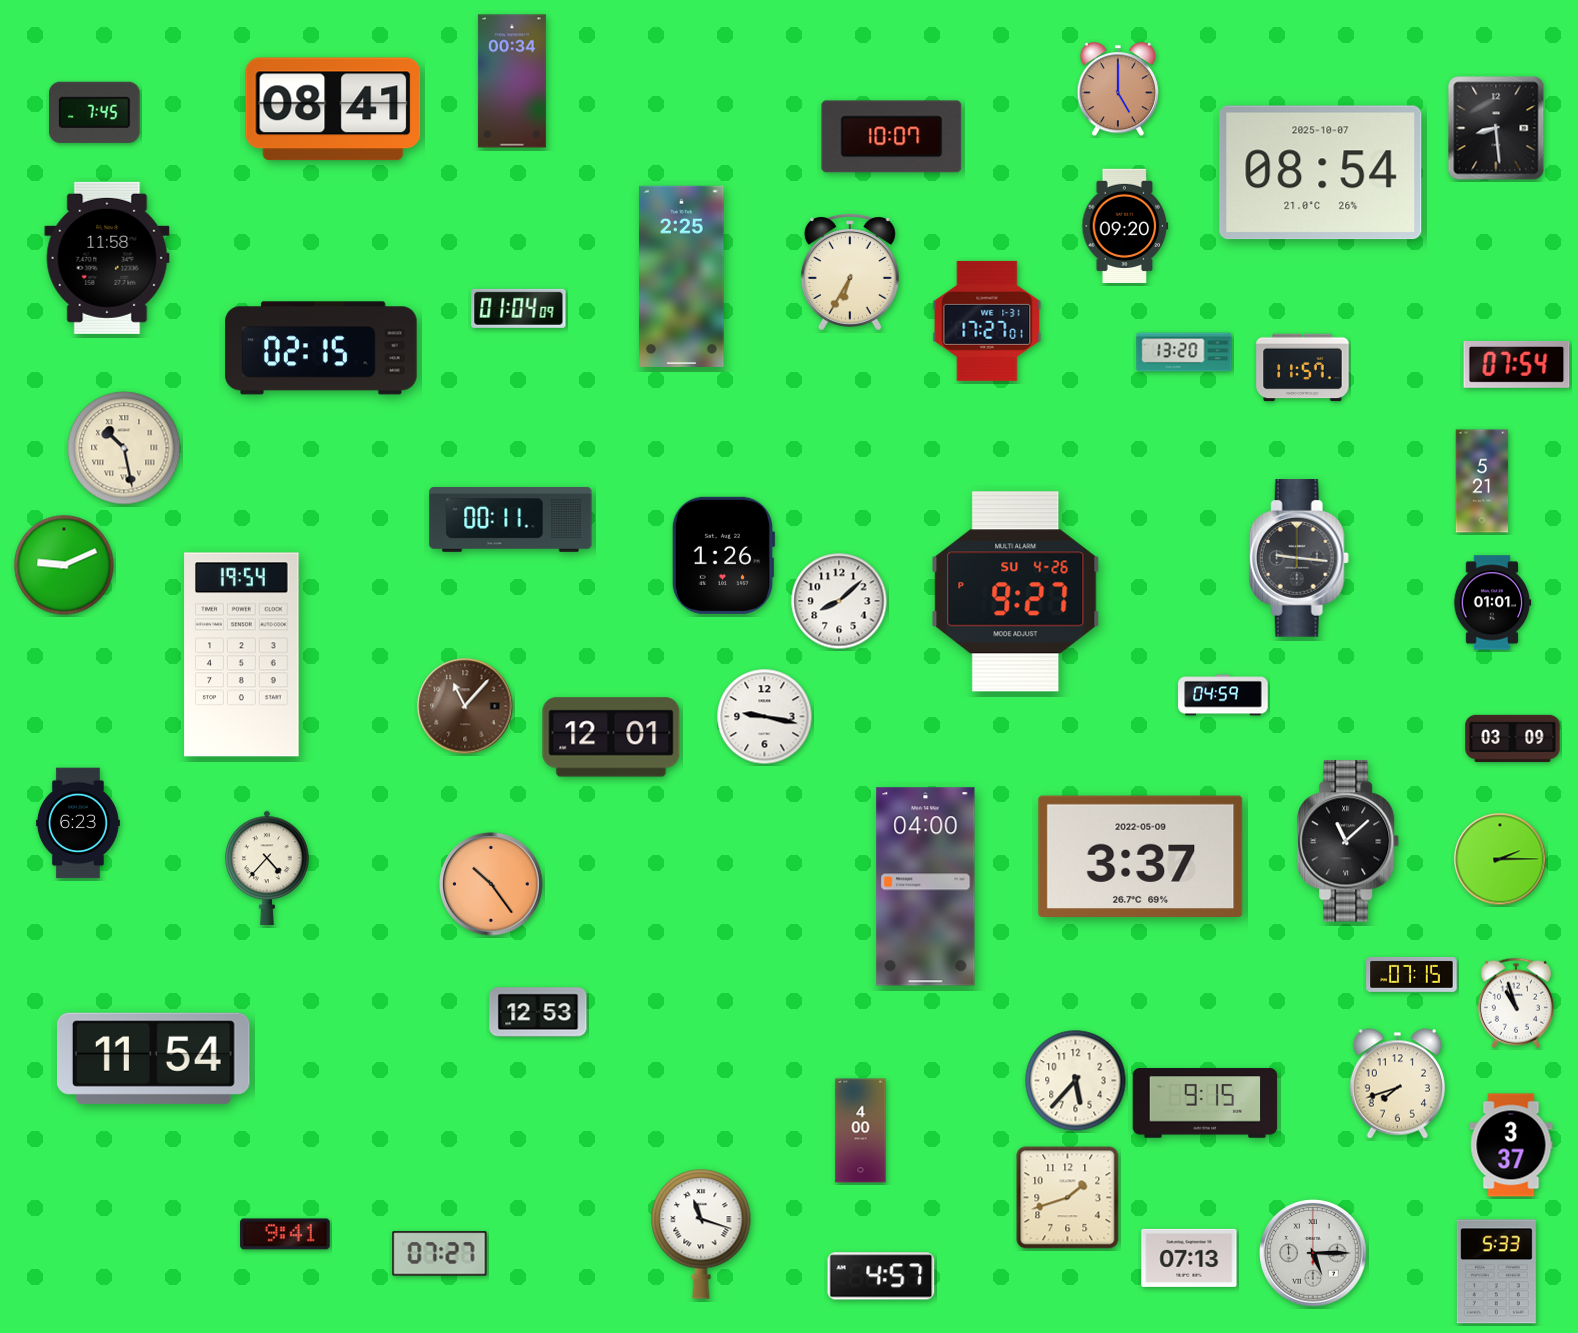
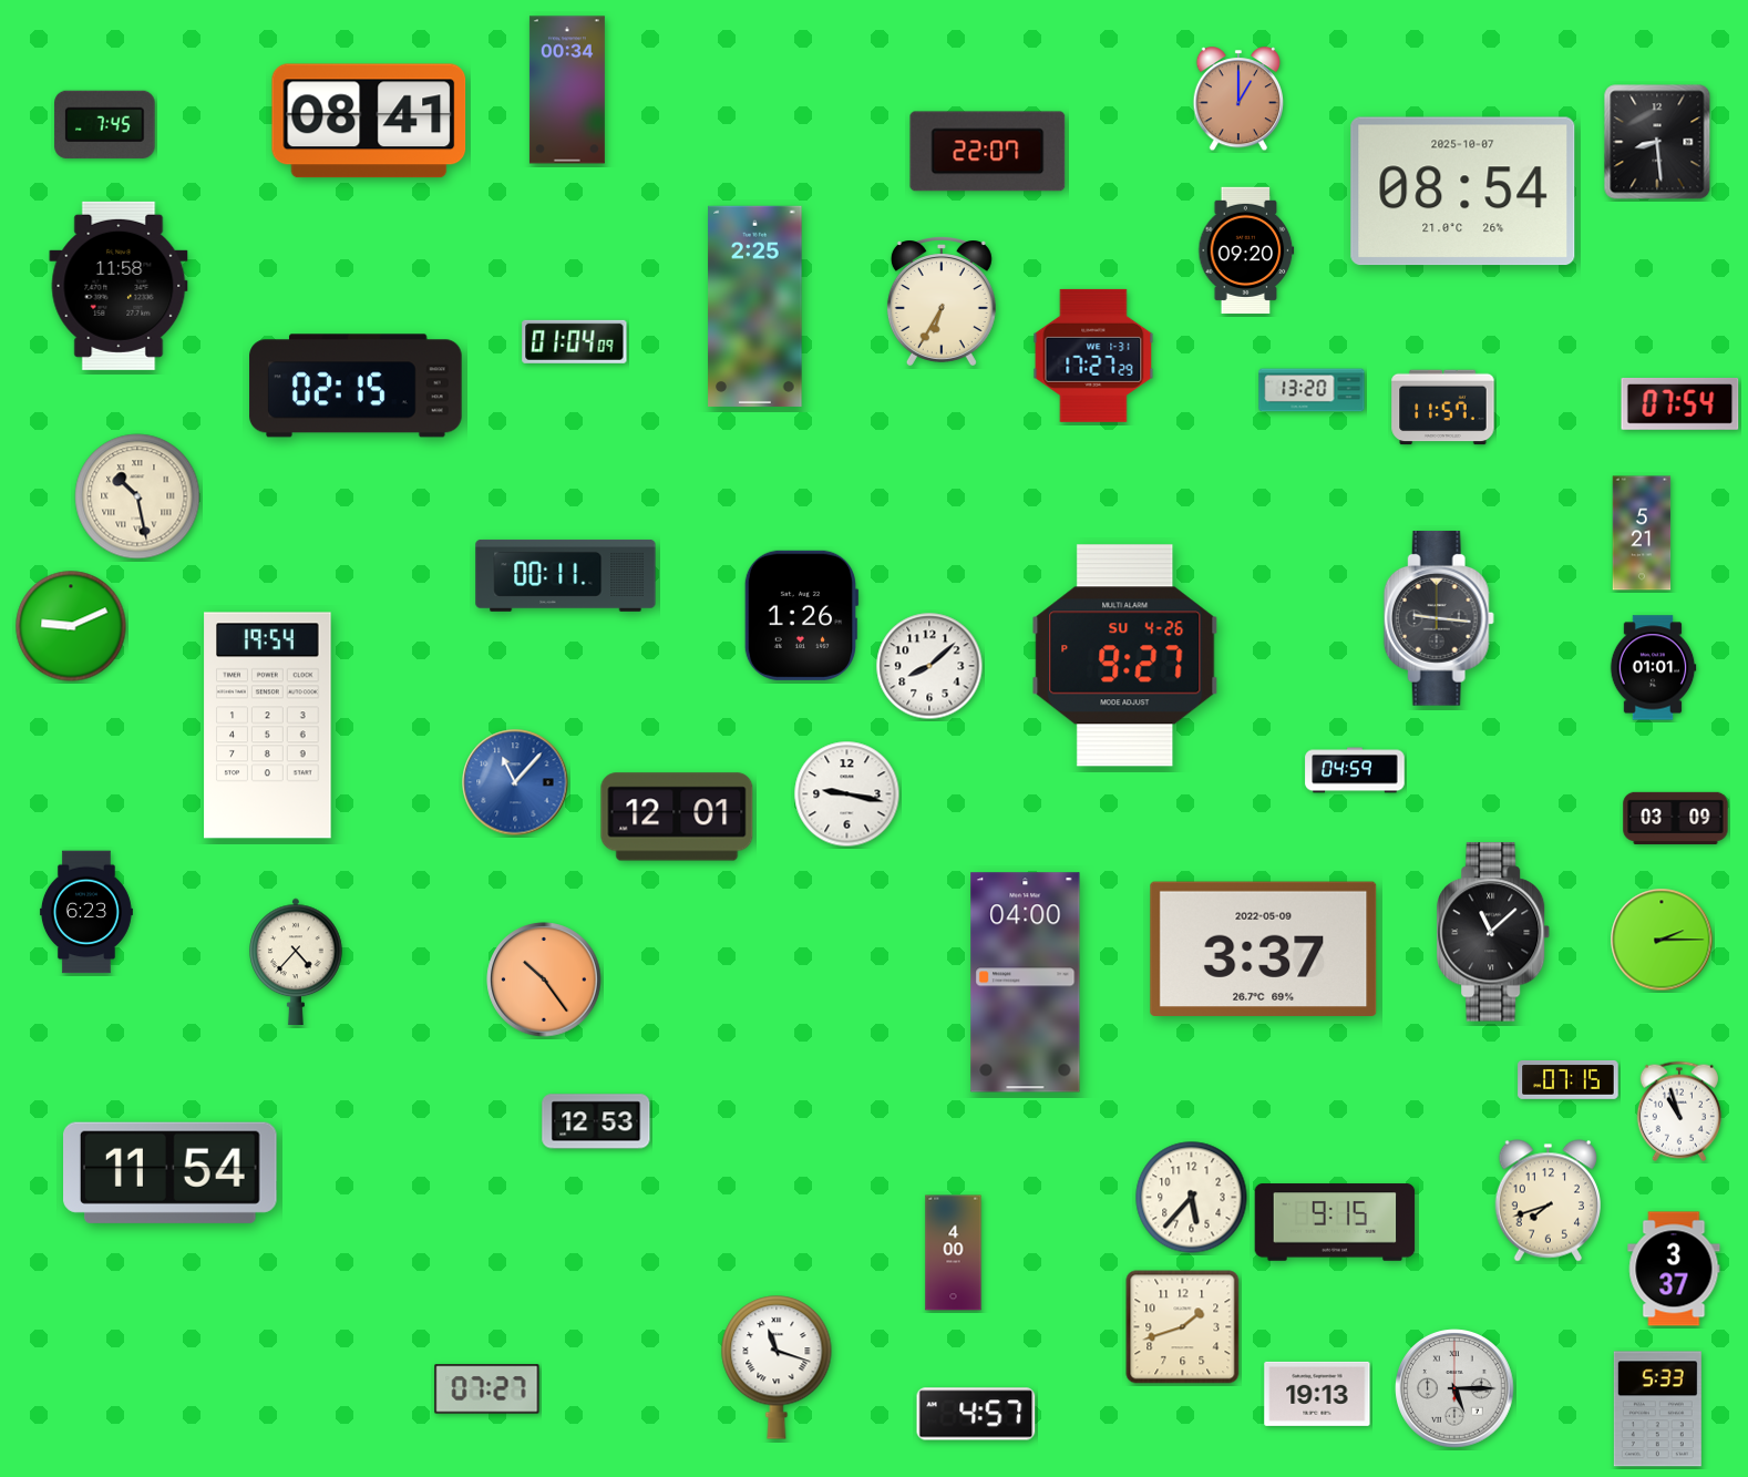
clock at (1117, 90): 5:00 -> 1:00
clock at (892, 137): 10:07 -> 22:07
clock at (987, 321): 17:27:01 -> 17:27:29
clock at (465, 706) dial: brown -> blue
clock at (1500, 859) position: (1500, 859) -> (1662, 940)
clock at (1412, 974) position: (1412, 974) -> (1569, 1079)
clock at (285, 1234): 9:41 -> none
clock at (1189, 1258): 07:13 -> 19:13
